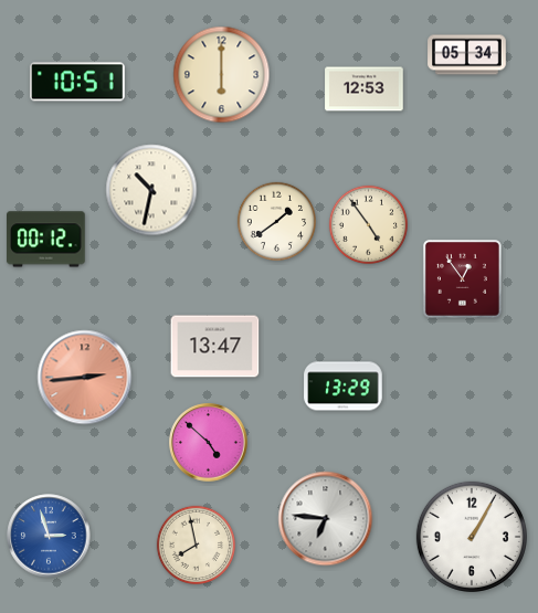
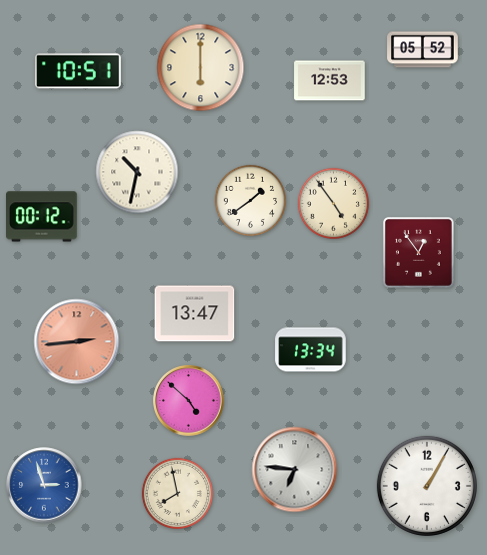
clock at (467, 55): 05:34 -> 05:52
clock at (78, 82) position: (78, 82) -> (79, 71)
clock at (344, 387): 13:29 -> 13:34
